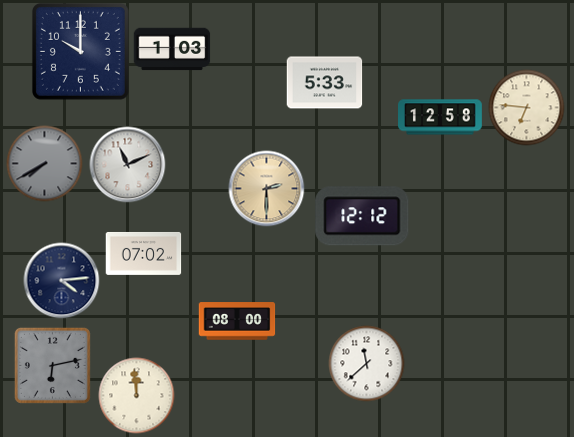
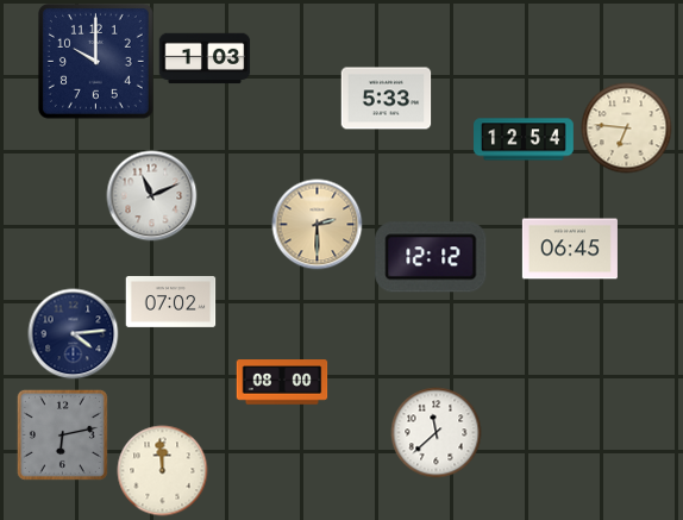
clock at (441, 117): 12:58 -> 12:54
clock at (45, 164): 7:40 -> none
clock at (570, 249): none -> 06:45
